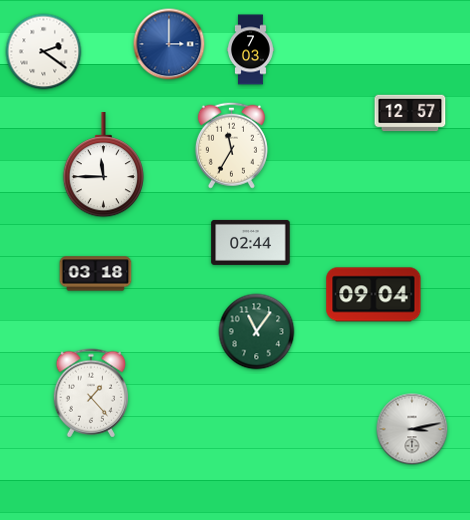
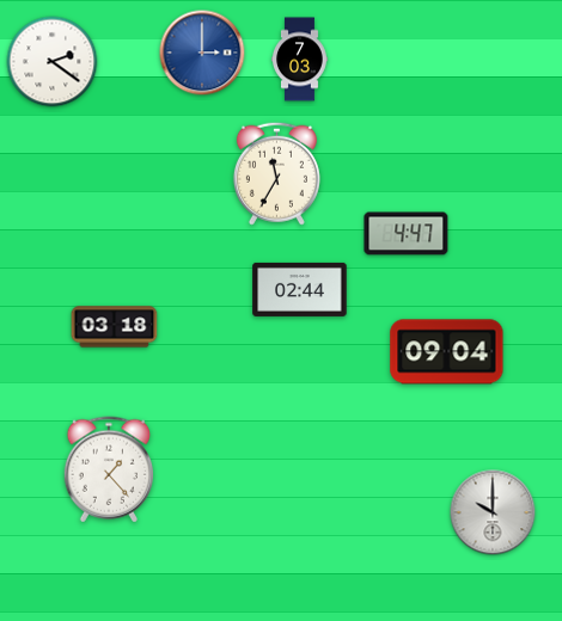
clock at (410, 113): 12:57 -> none
clock at (103, 166): 11:45 -> none
clock at (407, 234): none -> 4:47
clock at (257, 332): 11:06 -> none
clock at (412, 429): 3:13 -> 10:00
